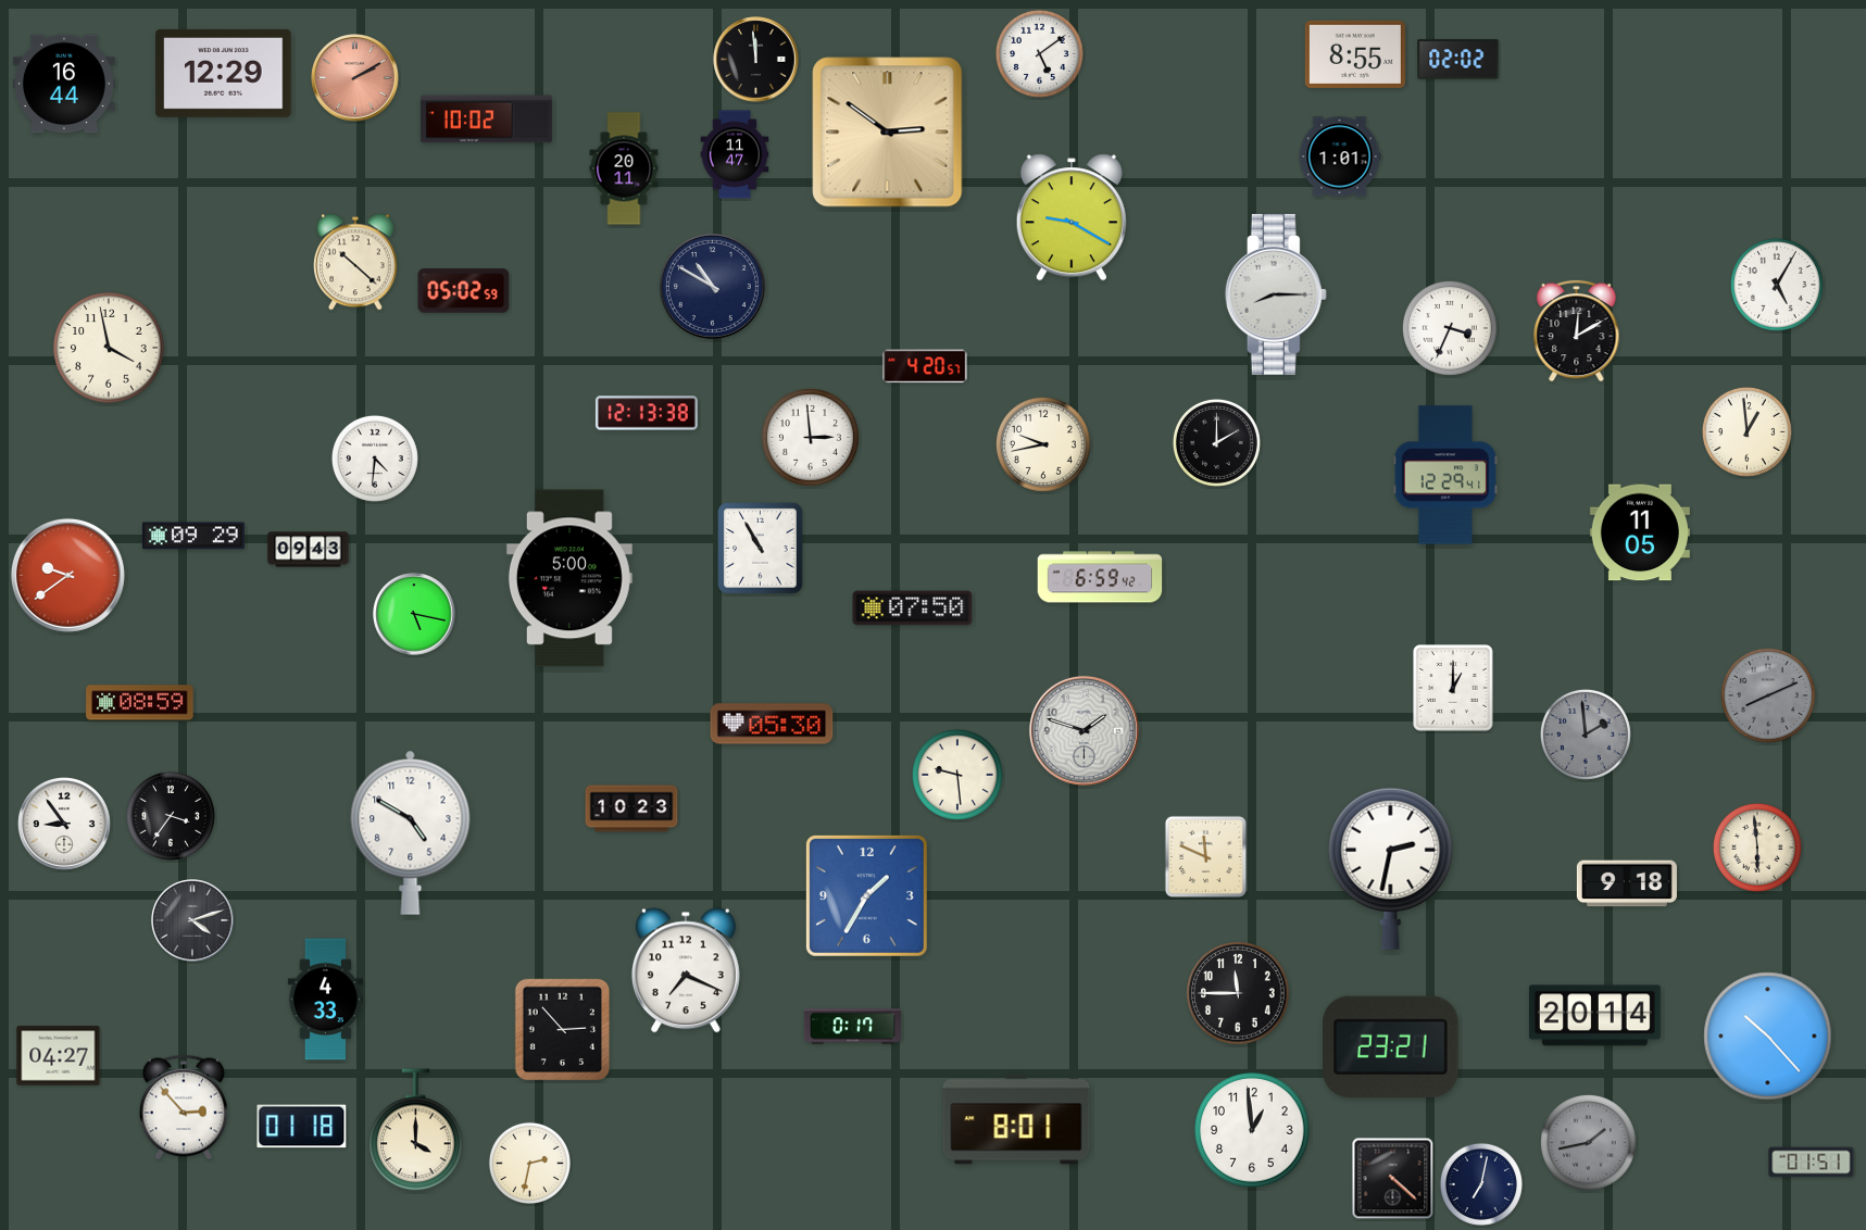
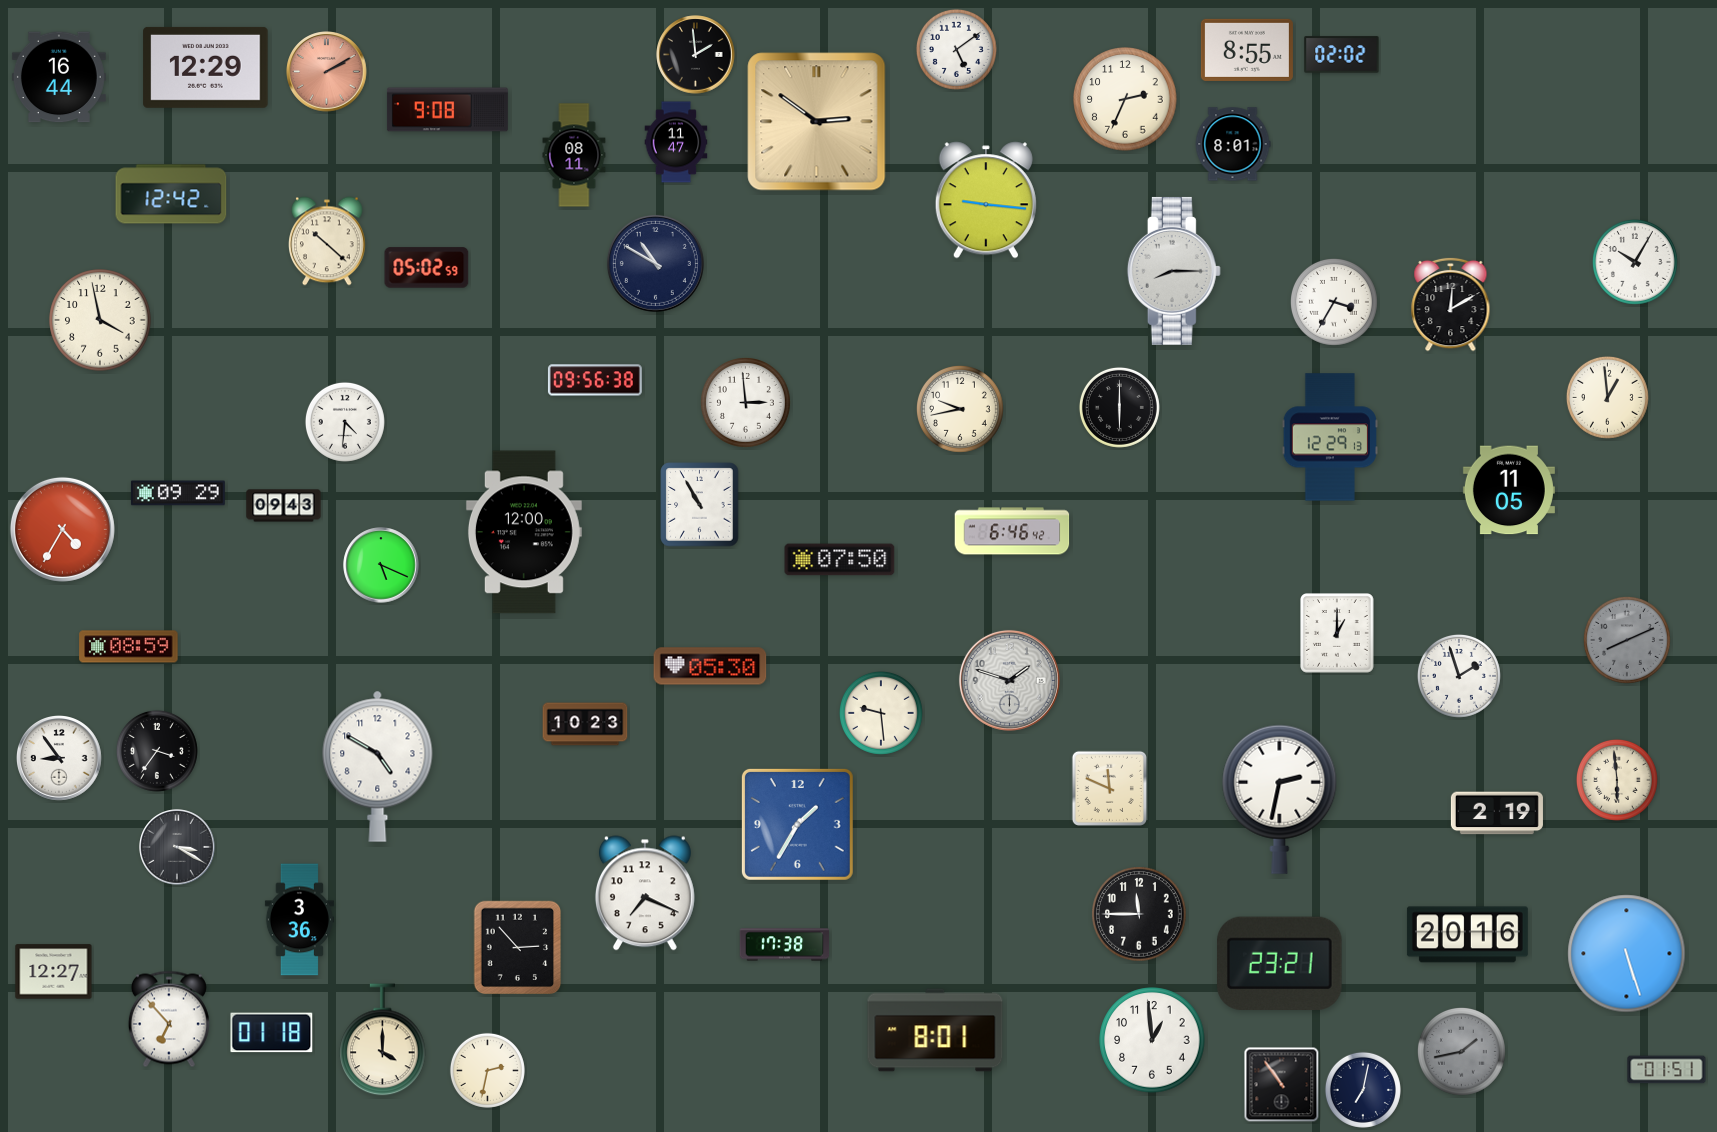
clock at (756, 60): 11:59 -> 1:59
clock at (1125, 99): none -> 2:34
clock at (486, 120): 10:02 -> 9:08
clock at (1340, 156): 1:01 -> 8:01
clock at (624, 168): 20:11 -> 08:11
clock at (171, 194): none -> 12:42
clock at (1072, 217): 9:20 -> 9:16
clock at (1777, 285): 5:05 -> 10:05
clock at (1450, 328): 3:34 -> 3:35
clock at (925, 366): 4:20 -> none
clock at (647, 413): 12:13 -> 09:56
clock at (1216, 442): 2:00 -> 6:00
clock at (1444, 475): 12:29:41 -> 12:29:13
clock at (67, 575): 9:39 -> 4:35
clock at (1100, 577): 6:59 -> 6:46
clock at (569, 578): 5:00 -> 12:00
clock at (414, 614): 5:17 -> 5:19
clock at (1084, 730) position: (1084, 730) -> (1009, 680)
clock at (1586, 735): 1:59 -> 1:57
clock at (1586, 735) dial: grey -> white
clock at (631, 808) position: (631, 808) -> (585, 724)
clock at (1627, 883): 9:18 -> 2:19
clock at (192, 920): 4:12 -> 3:20
clock at (686, 970) position: (686, 970) -> (645, 893)
clock at (325, 1000): 4:33 -> 3:36
clock at (1594, 1016): 20:14 -> 20:16
clock at (853, 1027): 0:17 -> 17:38
clock at (1768, 1037): 10:23 -> 5:27
clock at (59, 1056): 04:27 -> 12:27
clock at (184, 1107): 2:53 -> 6:53
clock at (302, 1127) position: (302, 1127) -> (272, 1033)
clock at (1393, 1179): 4:22 -> 10:54
